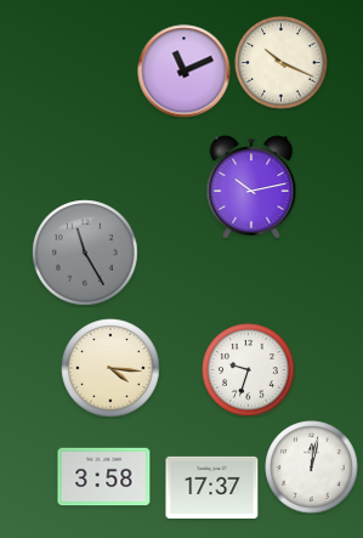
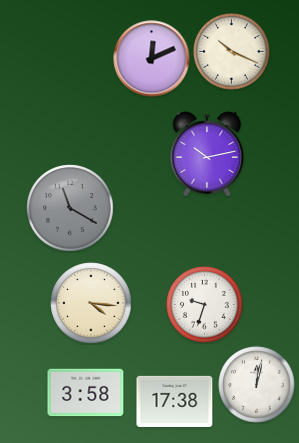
clock at (185, 72): 11:11 -> 12:11
clock at (85, 253): 11:25 -> 11:20
clock at (212, 487): 17:37 -> 17:38
